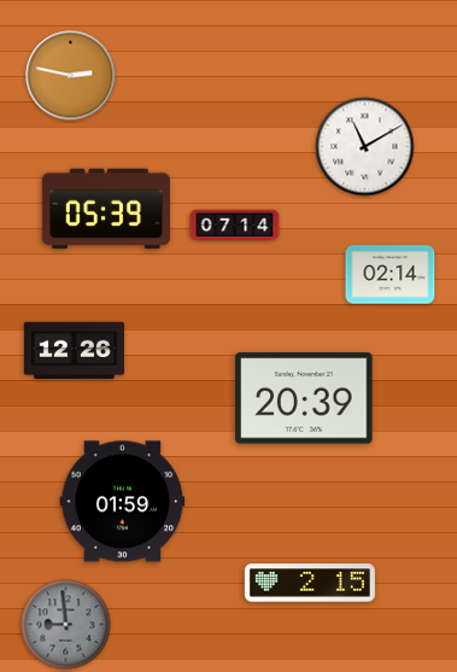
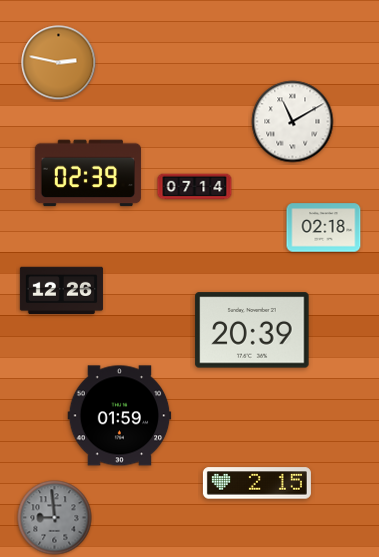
clock at (365, 147) position: (365, 147) -> (293, 122)
clock at (106, 209): 05:39 -> 02:39
clock at (391, 275): 02:14 -> 02:18
clock at (123, 502) position: (123, 502) -> (120, 416)
